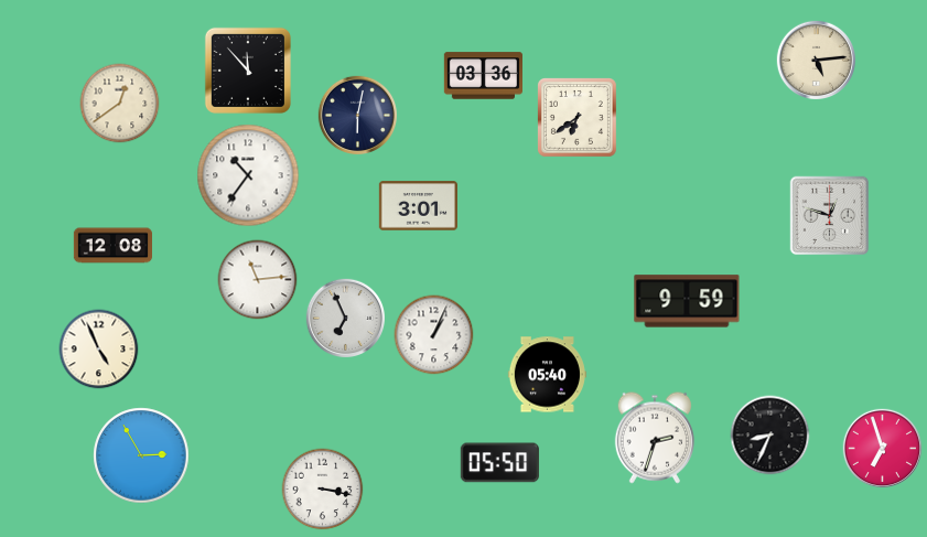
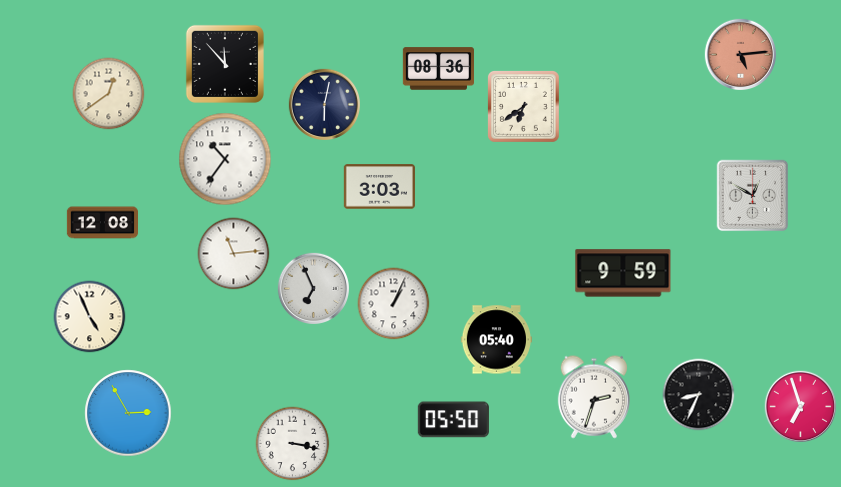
clock at (816, 60) dial: cream -> salmon
clock at (483, 76): 03:36 -> 08:36
clock at (418, 206): 3:01 -> 3:03
clock at (830, 216): 12:48 -> 12:50
